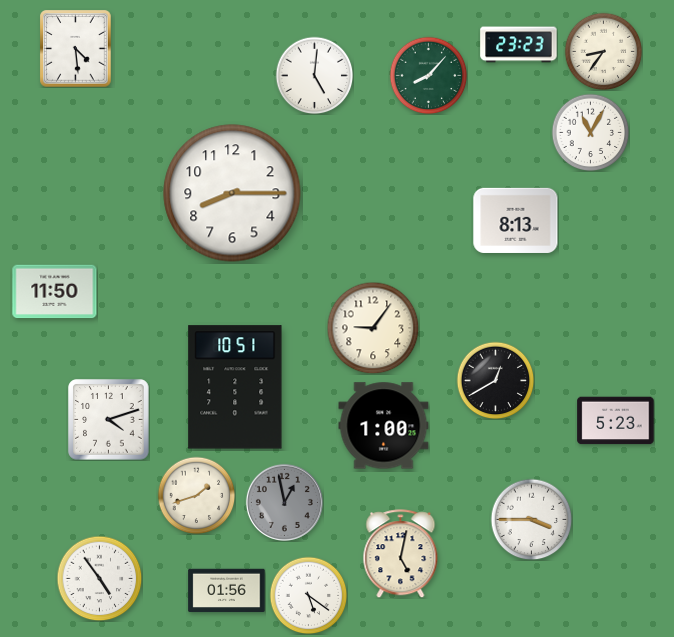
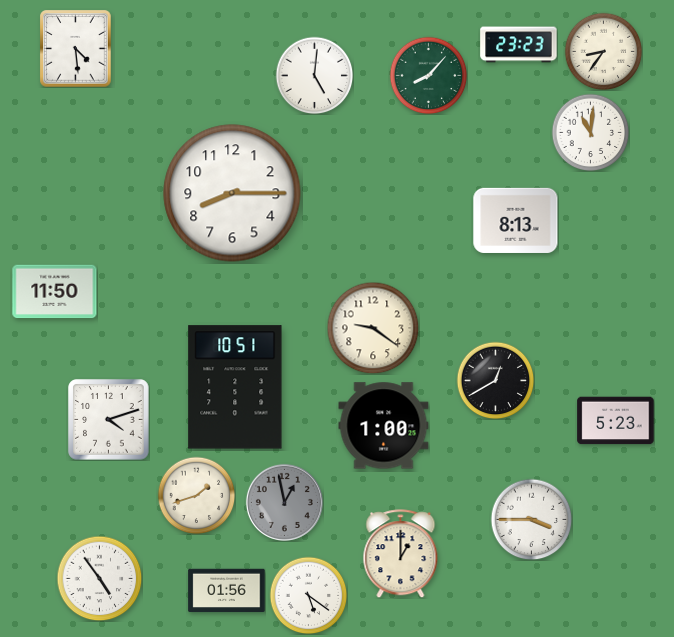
clock at (590, 132): 11:05 -> 11:01
clock at (373, 328): 9:06 -> 9:21
clock at (401, 554): 5:02 -> 1:00
